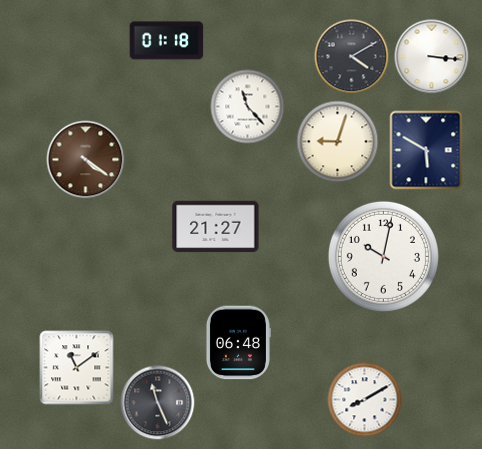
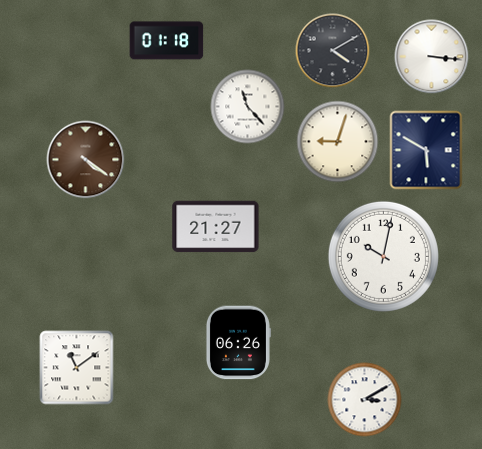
clock at (352, 57) position: (352, 57) -> (333, 51)
clock at (238, 343): 06:48 -> 06:26
clock at (365, 400): 8:10 -> 3:10
clock at (158, 403): 11:26 -> none
